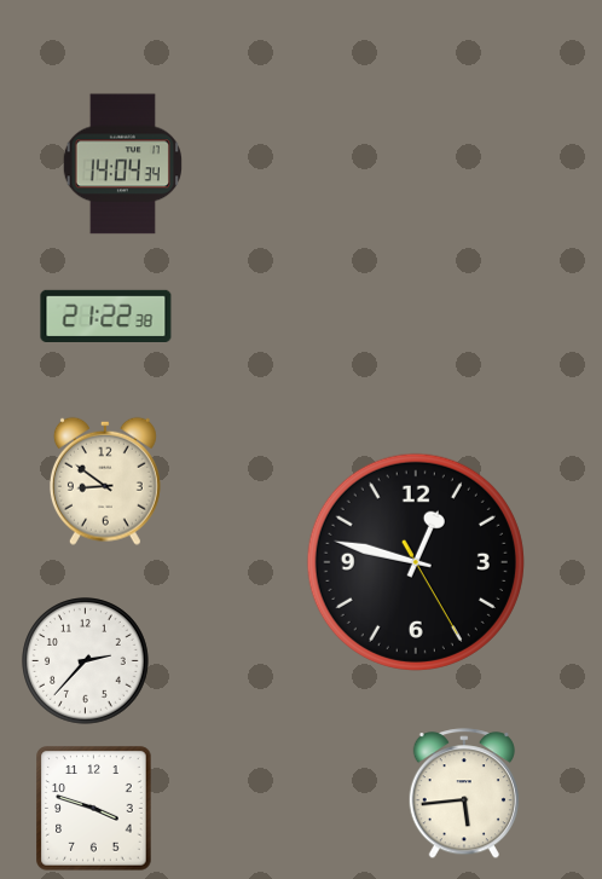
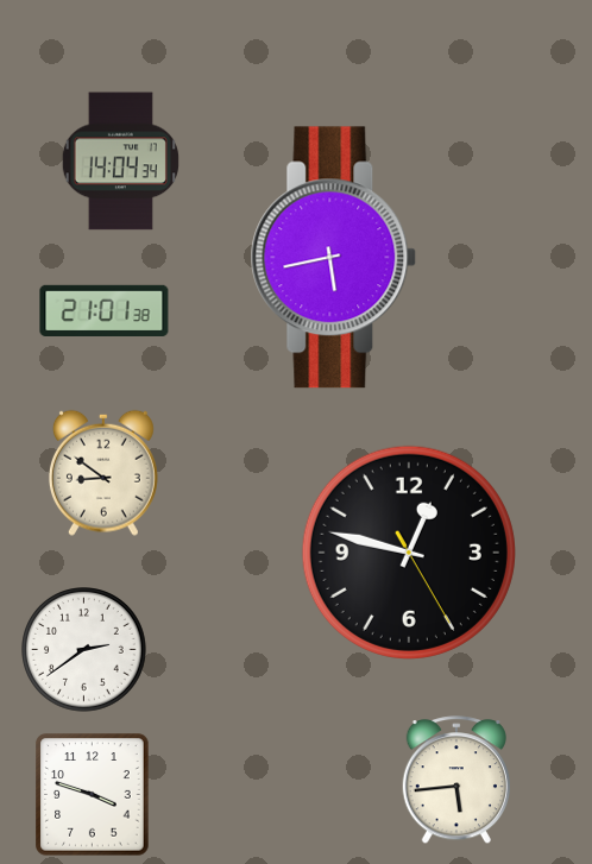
clock at (334, 258): none -> 5:43
clock at (106, 317): 21:22 -> 21:01
clock at (86, 661): 2:37 -> 2:39
